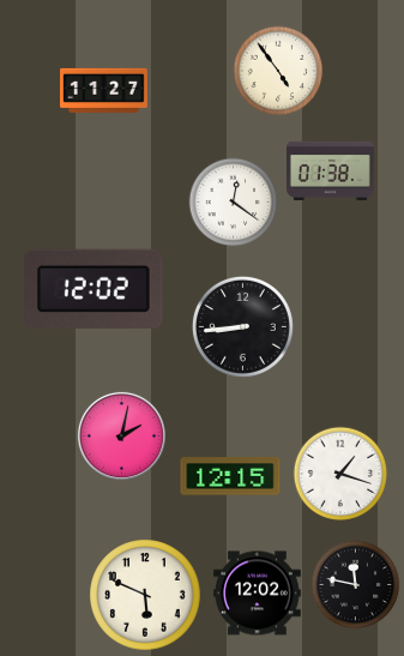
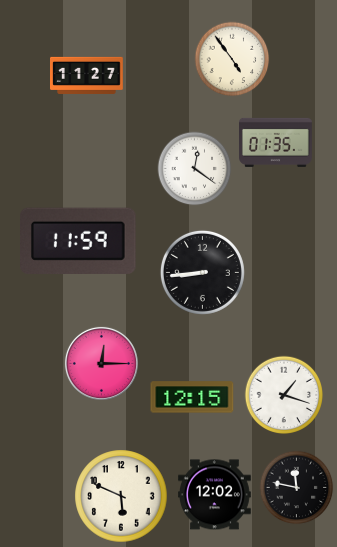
clock at (331, 170): 01:38 -> 01:35
clock at (95, 288): 12:02 -> 11:59
clock at (121, 435): 2:02 -> 12:15
